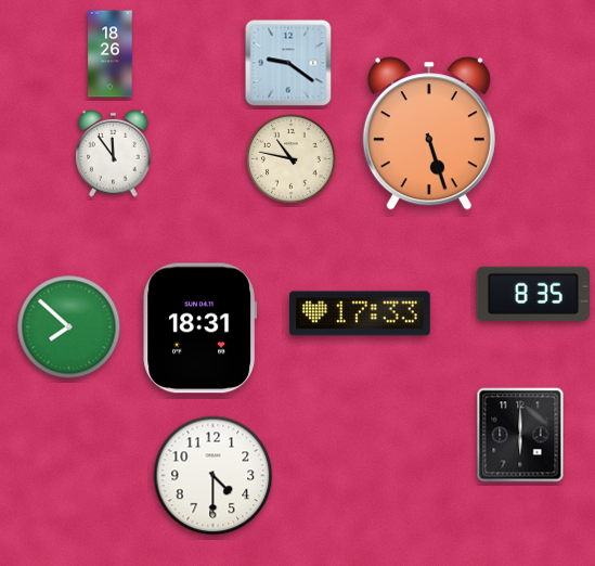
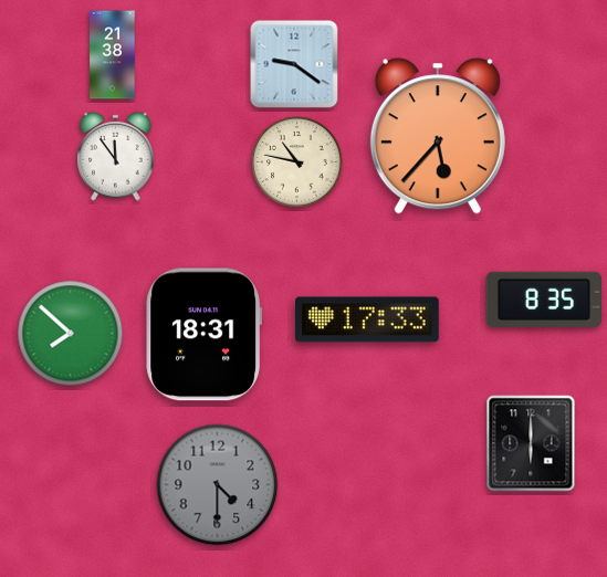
clock at (111, 54): 18:26 -> 21:38
clock at (429, 133): 5:27 -> 5:37
clock at (214, 476) dial: white -> grey
